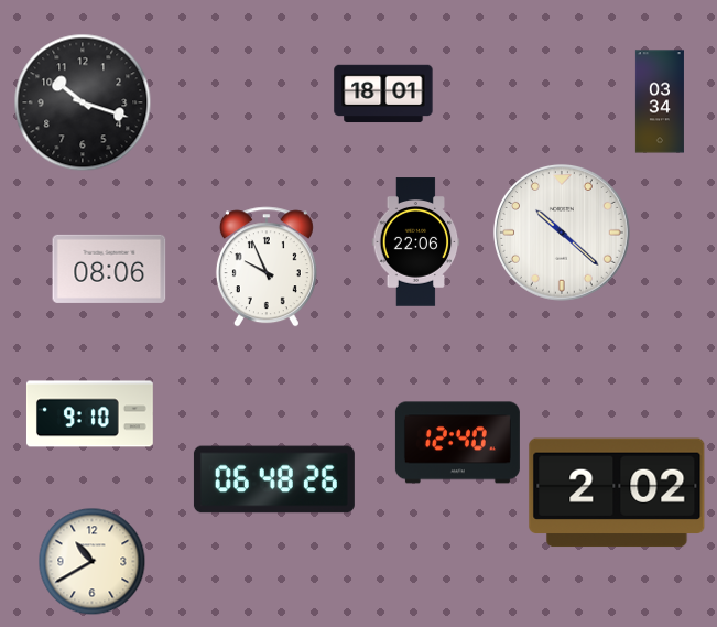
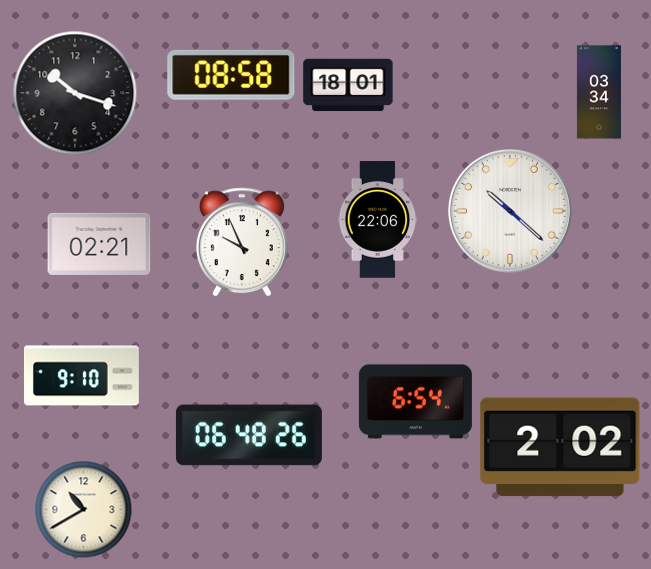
clock at (231, 75): none -> 08:58
clock at (109, 269): 08:06 -> 02:21
clock at (457, 443): 12:40 -> 6:54
